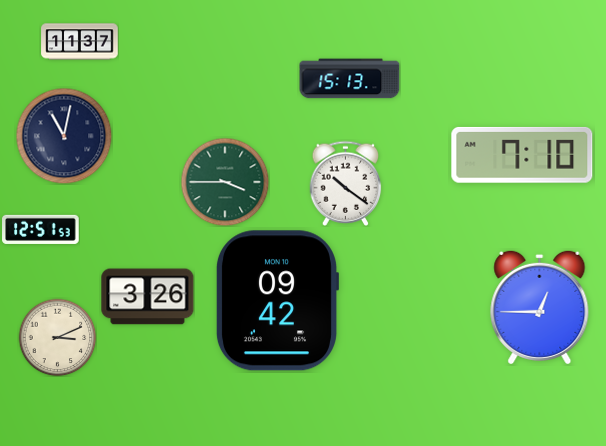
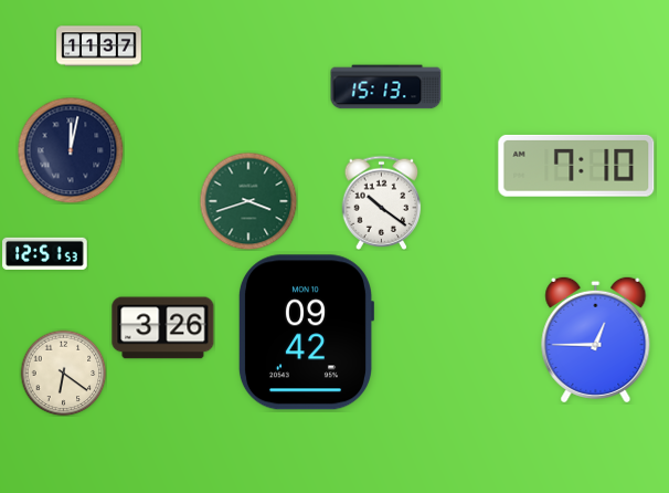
clock at (80, 42) position: (80, 42) -> (99, 46)
clock at (64, 136): 11:02 -> 12:02
clock at (522, 155) position: (522, 155) -> (576, 166)
clock at (225, 182): 3:45 -> 3:42
clock at (57, 337): 3:11 -> 6:21
